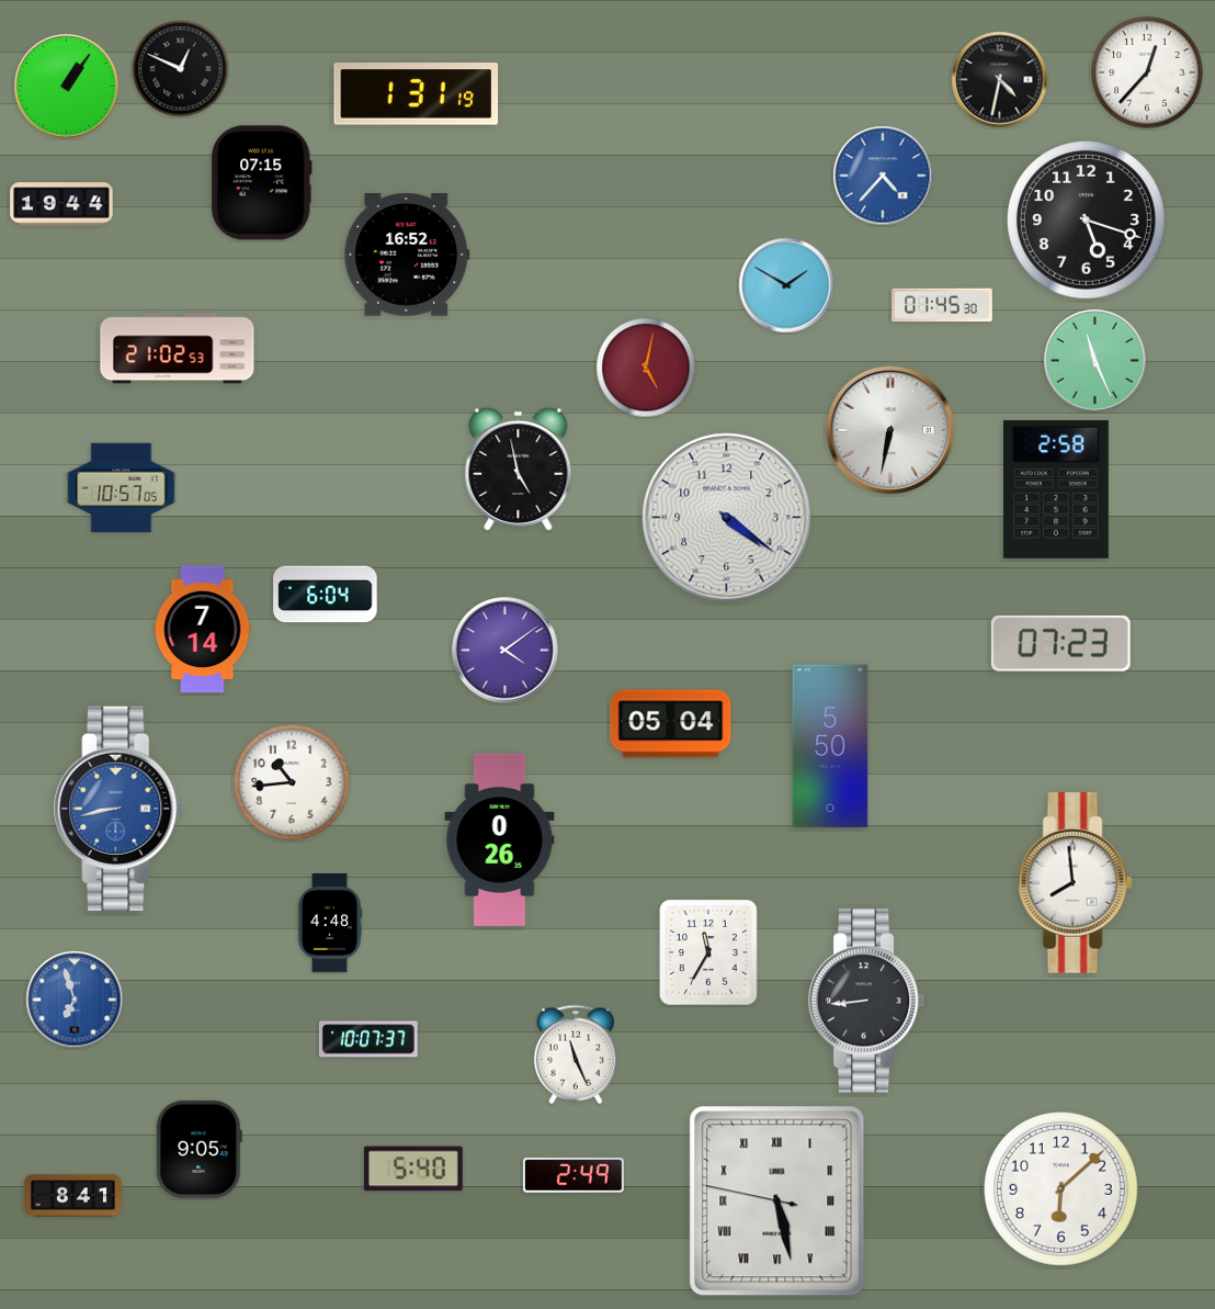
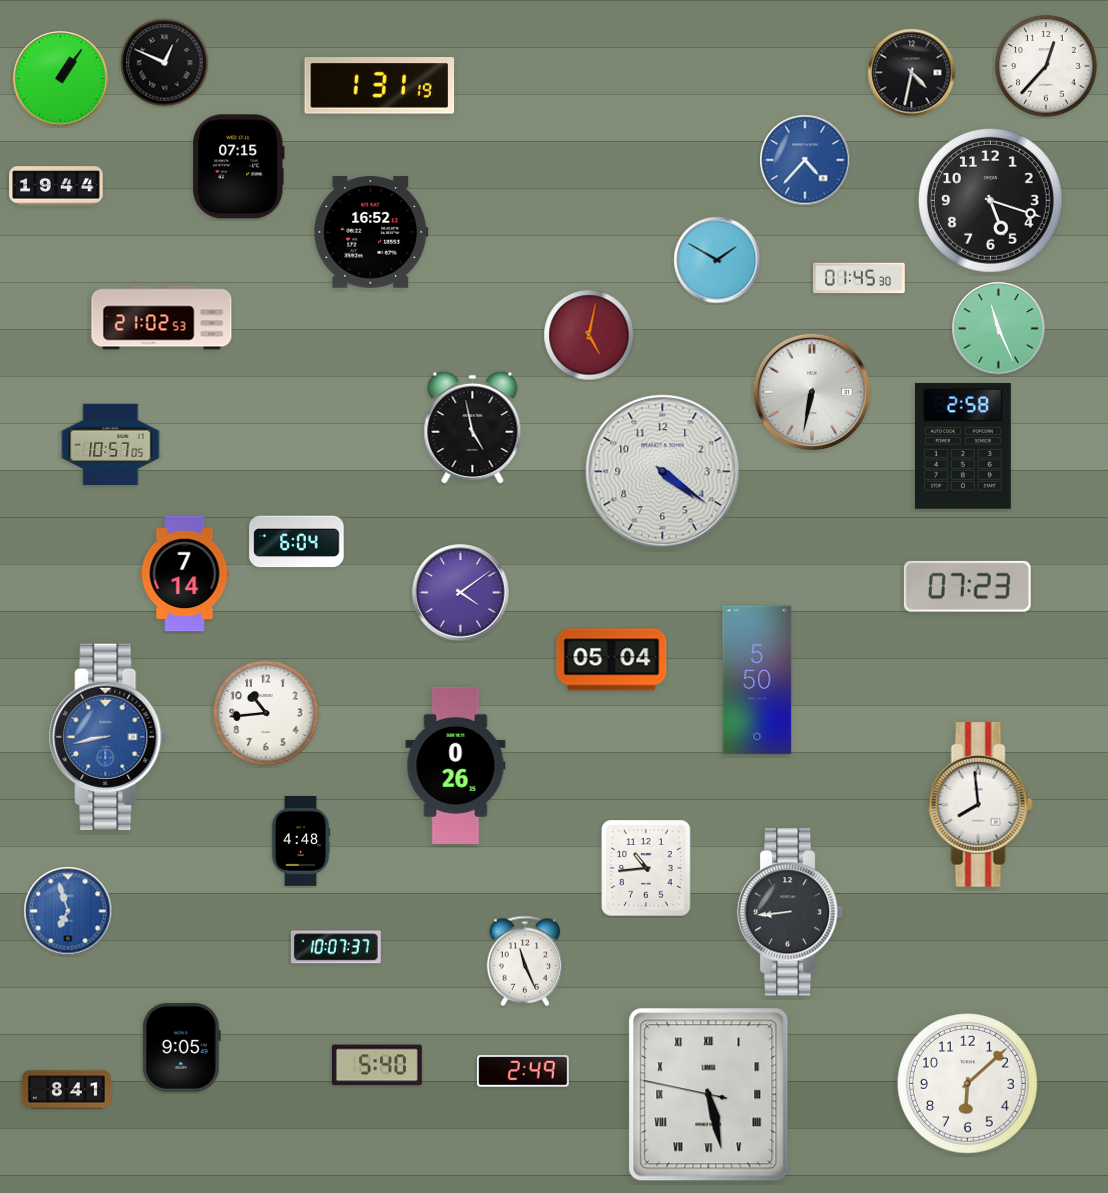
clock at (708, 952): 11:35 -> 10:44
